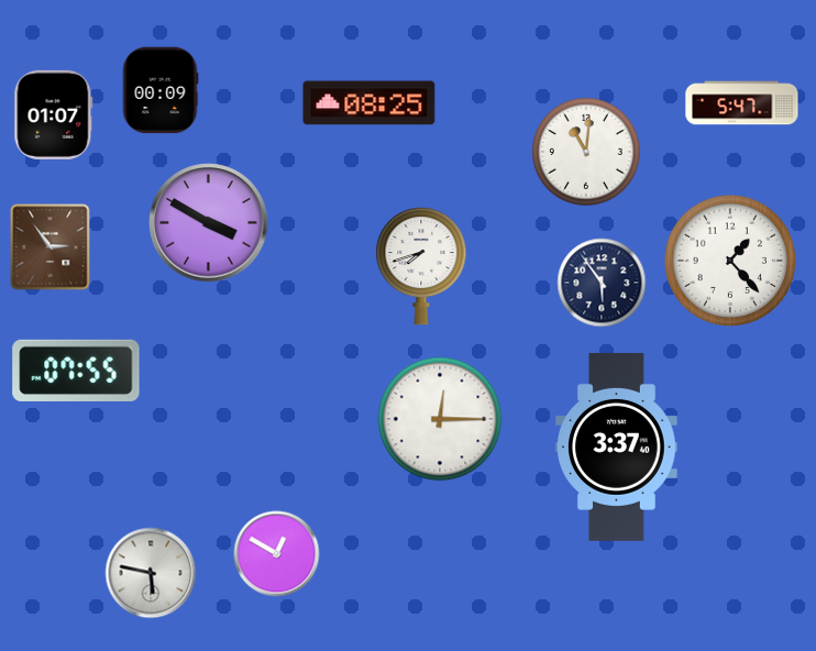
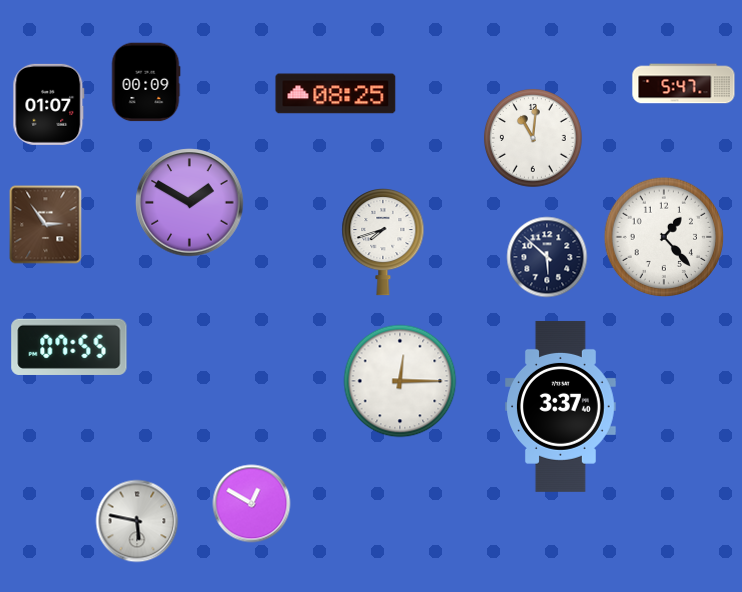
clock at (742, 103) position: (742, 103) -> (684, 84)
clock at (209, 223): 3:50 -> 1:50
clock at (602, 283): 5:54 -> 5:52
clock at (76, 371) position: (76, 371) -> (69, 347)
